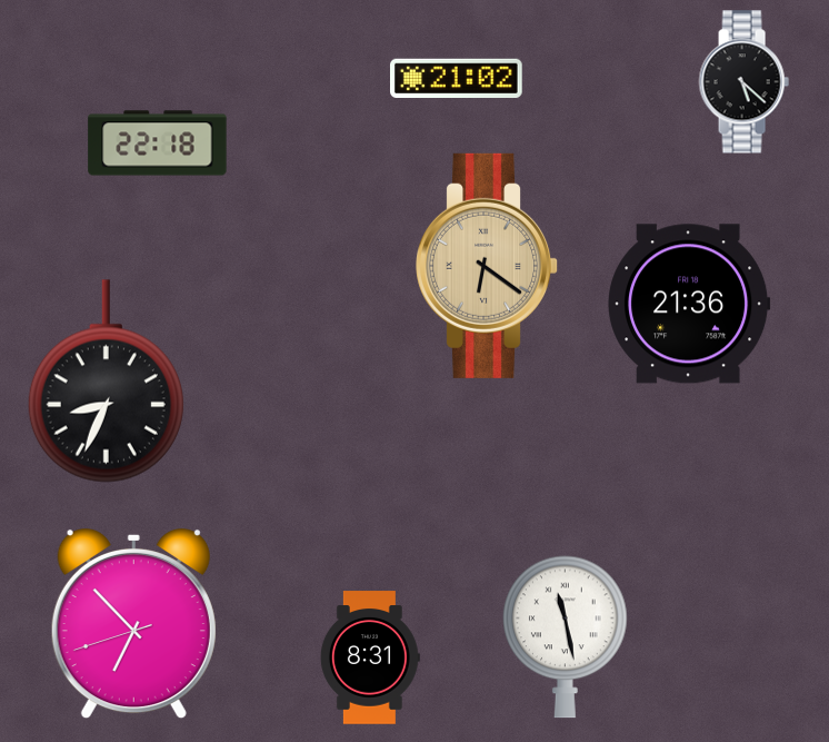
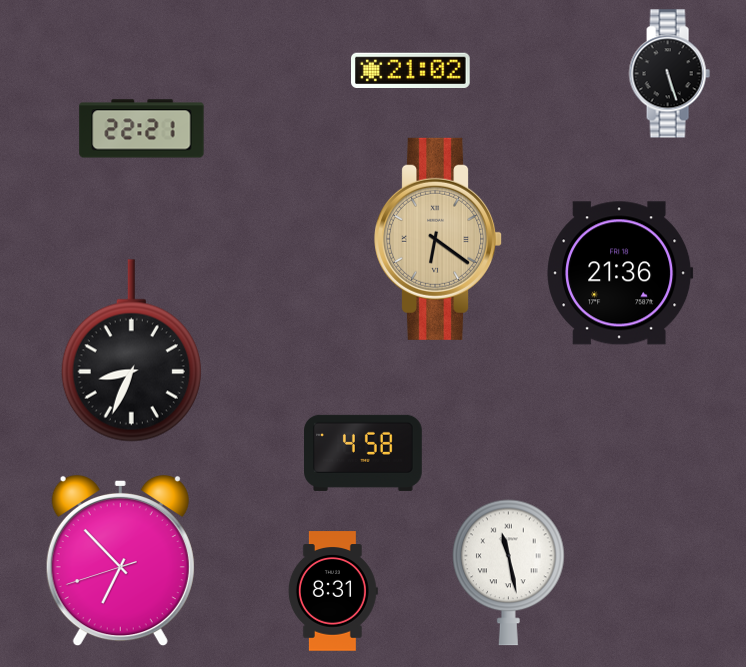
clock at (743, 82): 5:22 -> 5:27
clock at (158, 144): 22:18 -> 22:21
clock at (106, 382) position: (106, 382) -> (131, 351)
clock at (364, 453): none -> 4:58
